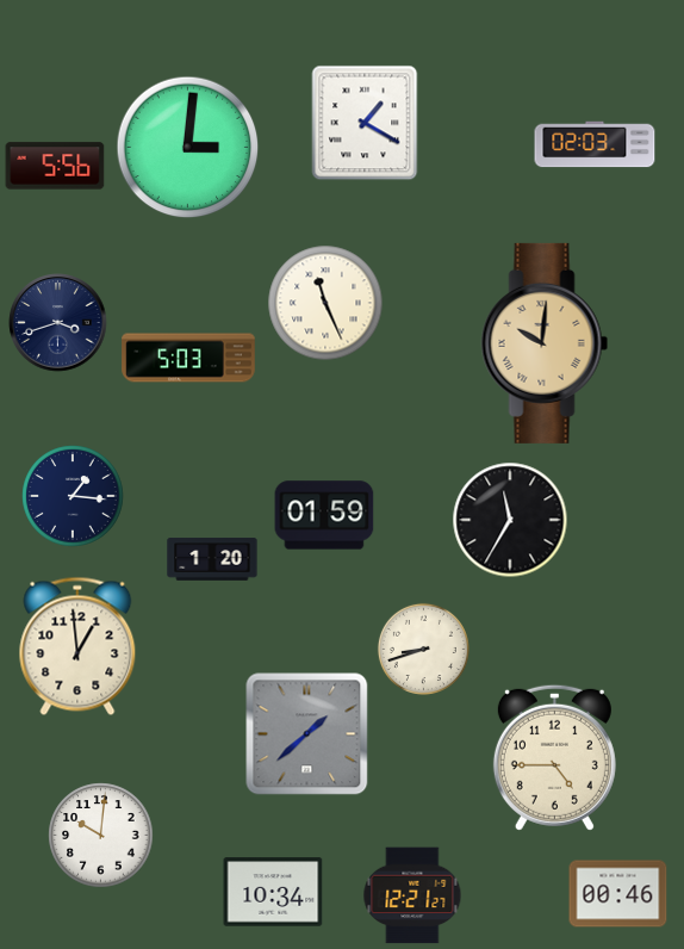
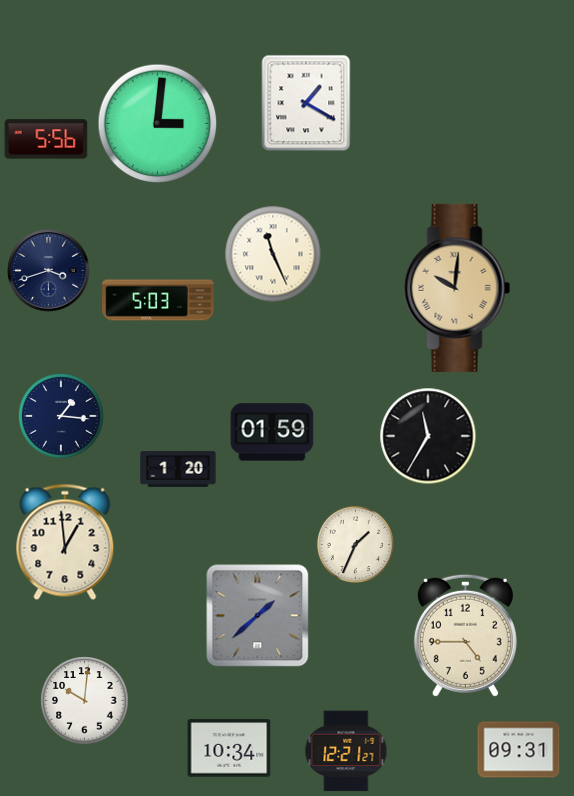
clock at (595, 144): 02:03 -> none
clock at (423, 649): 8:42 -> 1:34
clock at (618, 894): 00:46 -> 09:31
